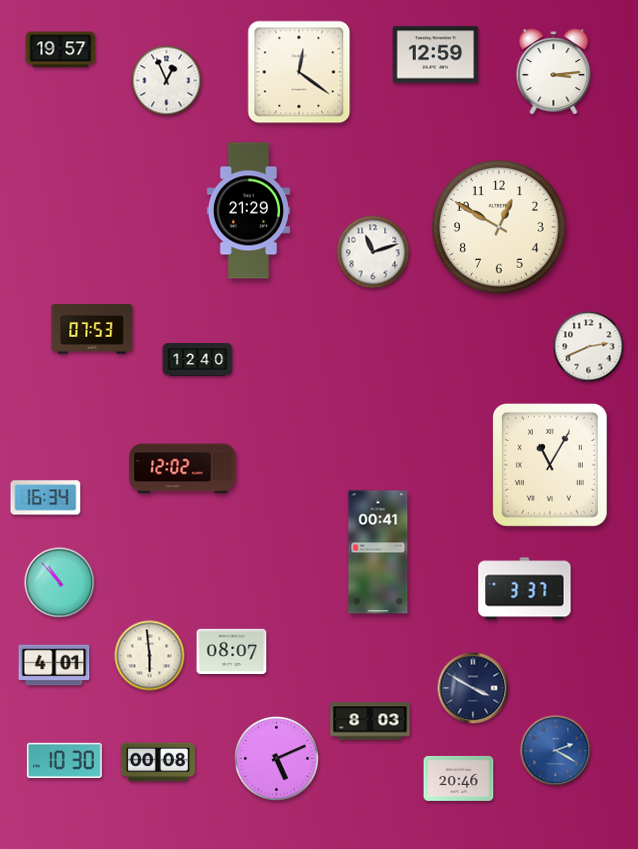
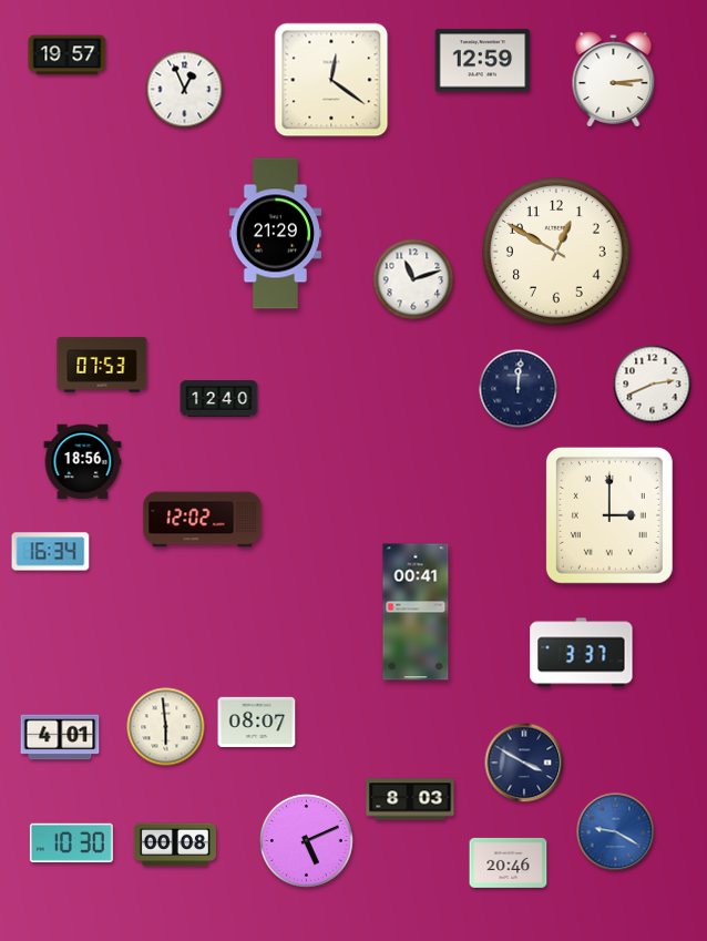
clock at (499, 227) position: (499, 227) -> (556, 252)
clock at (519, 389): none -> 12:01
clock at (83, 462): none -> 18:56
clock at (550, 465): 11:05 -> 3:00
clock at (378, 552) position: (378, 552) -> (416, 612)
clock at (60, 583): 10:53 -> none
clock at (556, 751): 2:20 -> 9:20
